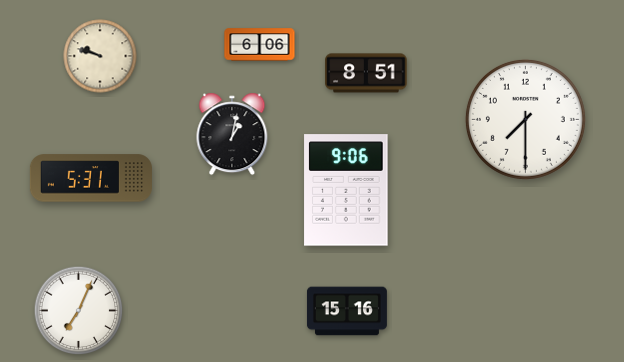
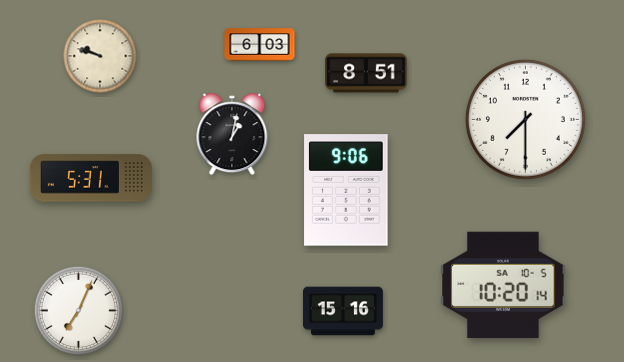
clock at (260, 45): 6:06 -> 6:03
clock at (503, 285): none -> 10:20
clock at (347, 311) position: (347, 311) -> (343, 311)
